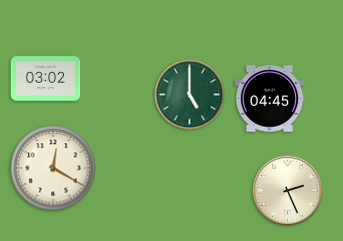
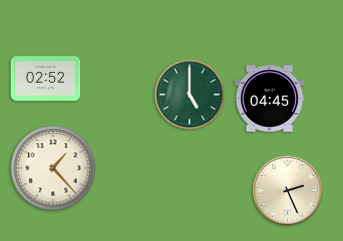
clock at (46, 79): 03:02 -> 02:52
clock at (53, 168): 12:20 -> 1:23
